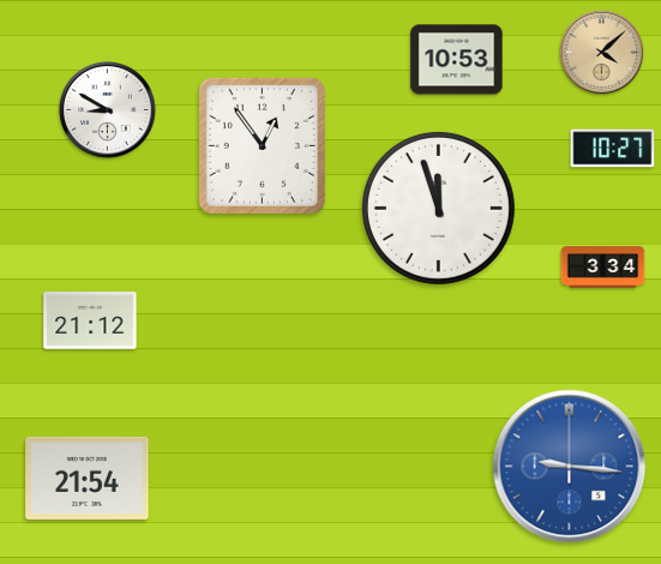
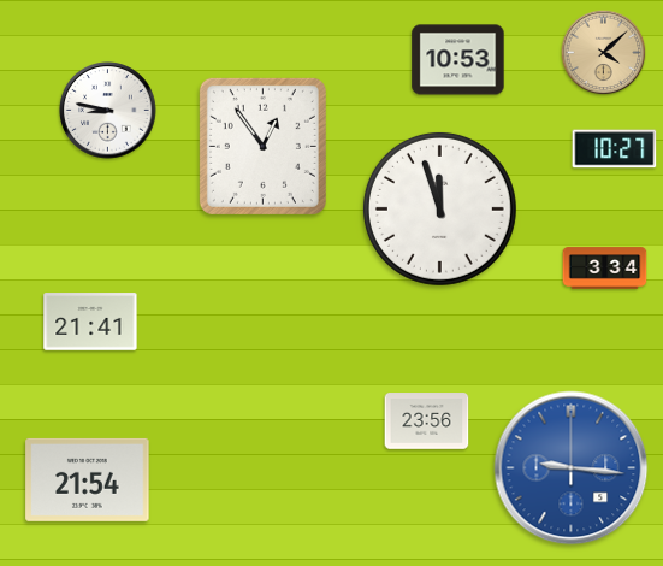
clock at (108, 110): 8:50 -> 8:47
clock at (90, 320): 21:12 -> 21:41
clock at (427, 421): none -> 23:56
